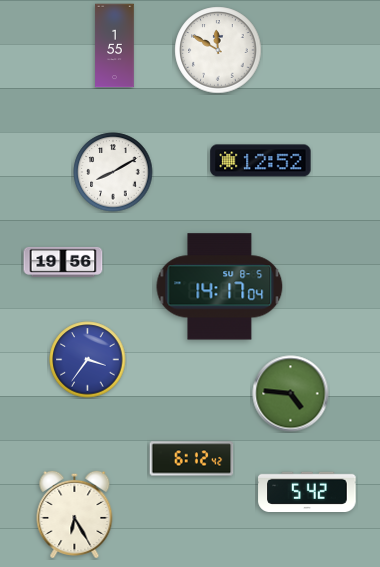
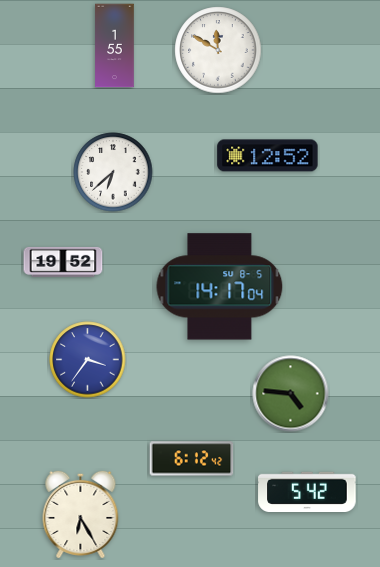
clock at (261, 161) position: (261, 161) -> (268, 156)
clock at (113, 172): 8:10 -> 6:38
clock at (63, 262): 19:56 -> 19:52
clock at (75, 513) position: (75, 513) -> (81, 513)
